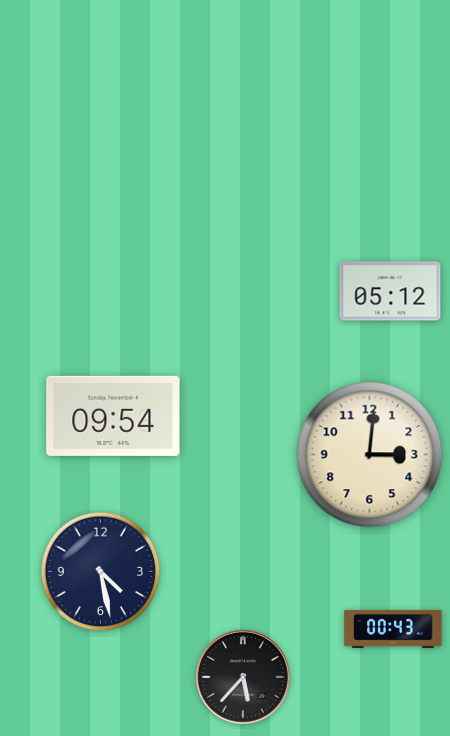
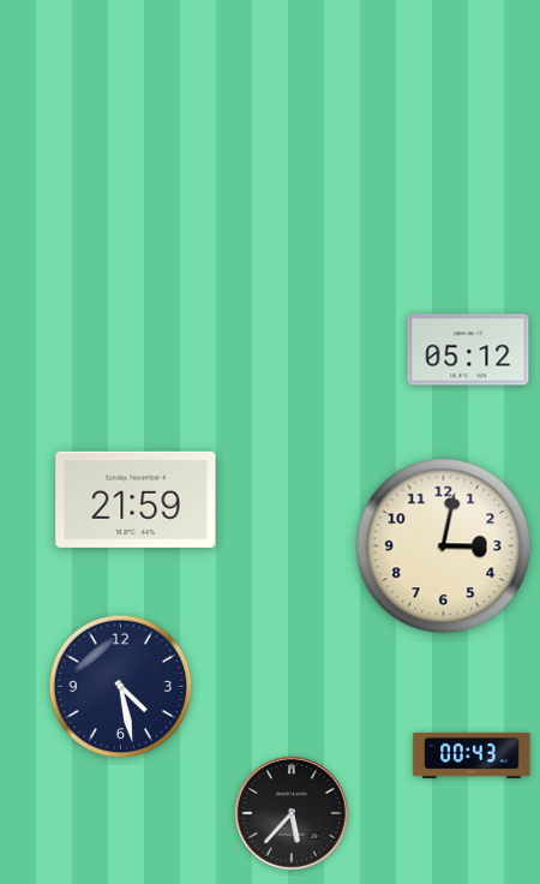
clock at (113, 416): 09:54 -> 21:59
clock at (370, 455): 3:01 -> 3:02
